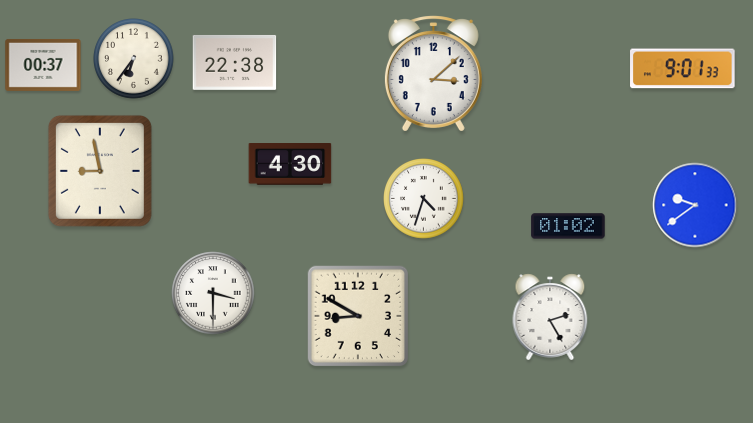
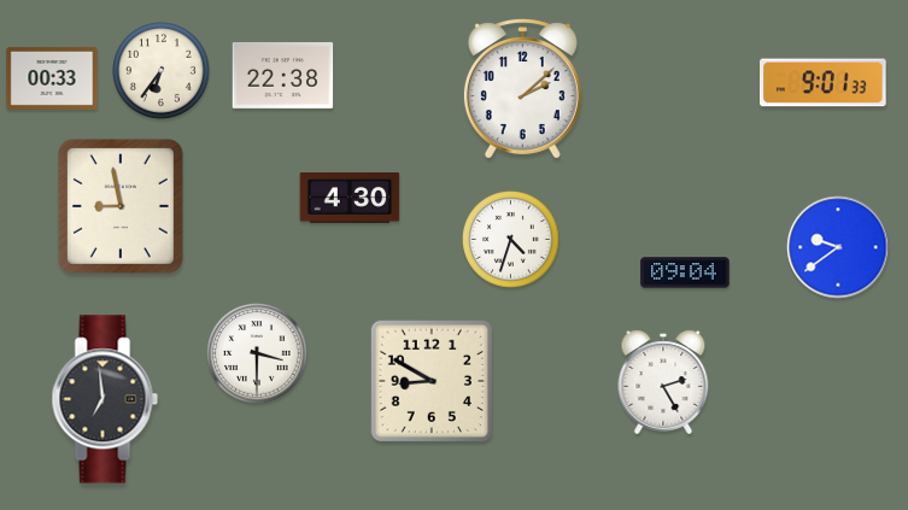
clock at (43, 65): 00:37 -> 00:33
clock at (433, 74): 3:08 -> 2:08
clock at (568, 226): 01:02 -> 09:04
clock at (105, 399): none -> 6:59
